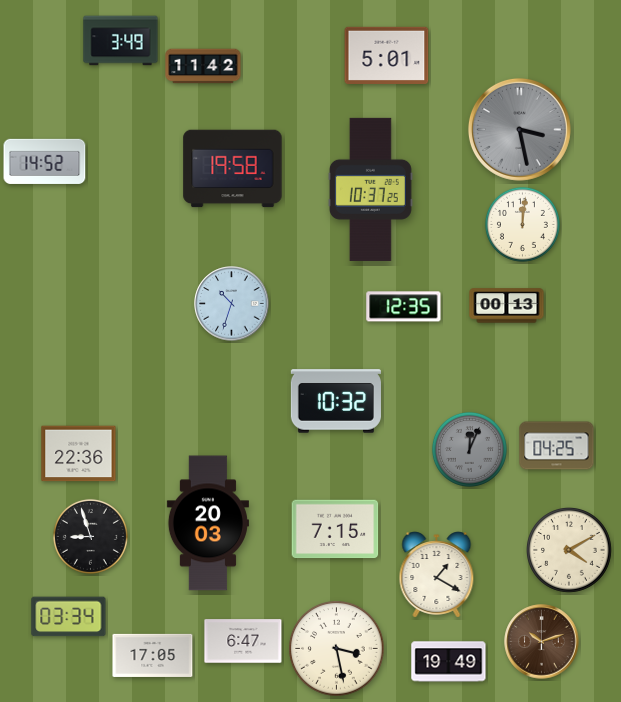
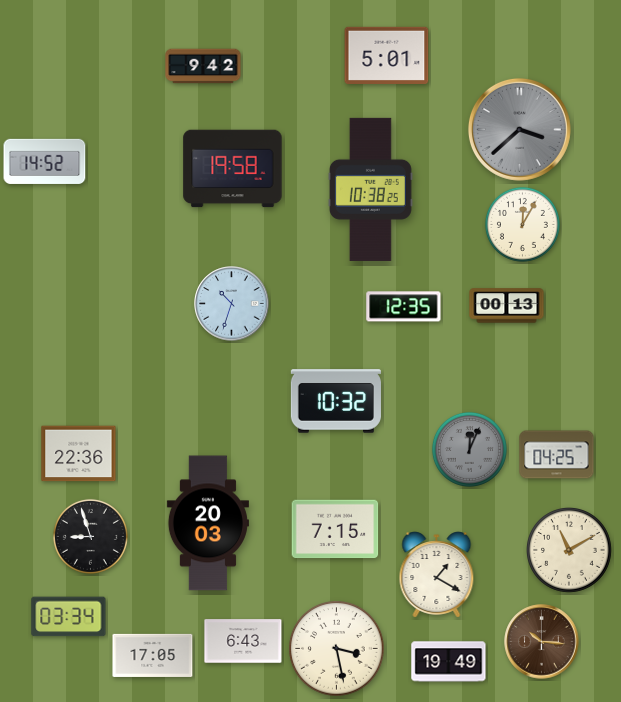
clock at (121, 41): 3:49 -> none
clock at (203, 66): 11:42 -> 9:42
clock at (519, 129): 3:28 -> 3:38
clock at (370, 189): 10:37 -> 10:38
clock at (522, 224): 12:01 -> 12:05
clock at (557, 446) position: (557, 446) -> (557, 455)
clock at (570, 551): 4:10 -> 11:10
clock at (243, 641): 6:47 -> 6:43
clock at (542, 642): 10:12 -> 10:16
